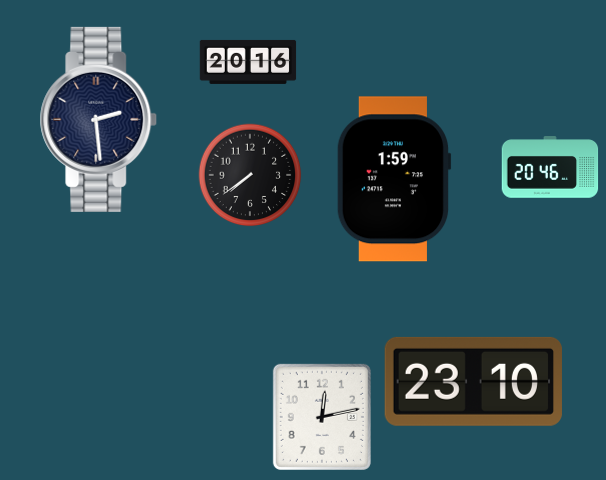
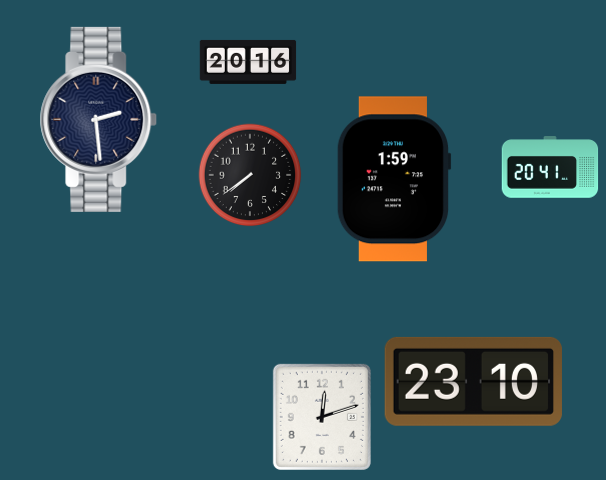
clock at (550, 167): 20:46 -> 20:41
clock at (322, 417): 12:13 -> 12:12
